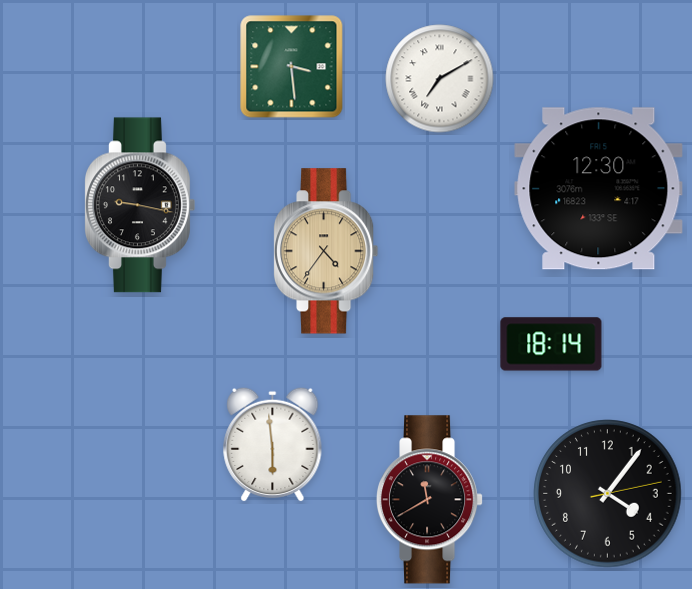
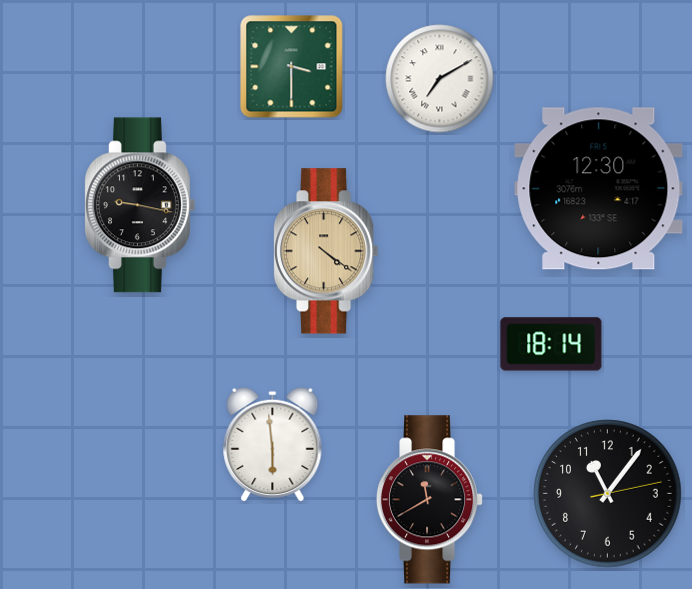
clock at (292, 67): 3:29 -> 3:30
clock at (326, 251): 4:36 -> 4:21
clock at (608, 494): 4:06 -> 11:06
